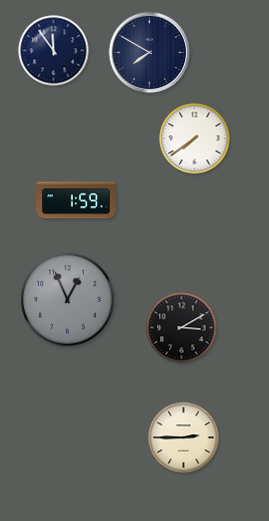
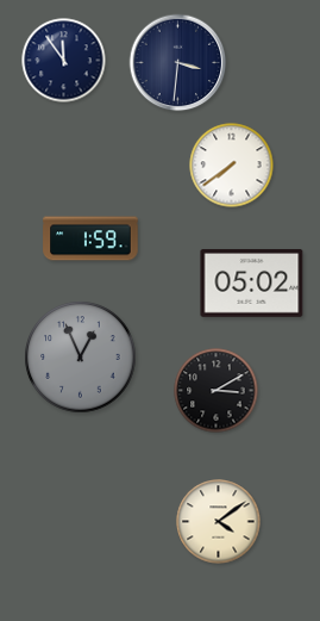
clock at (150, 53): 7:50 -> 3:31
clock at (252, 282): none -> 05:02
clock at (184, 438): 2:45 -> 4:09
